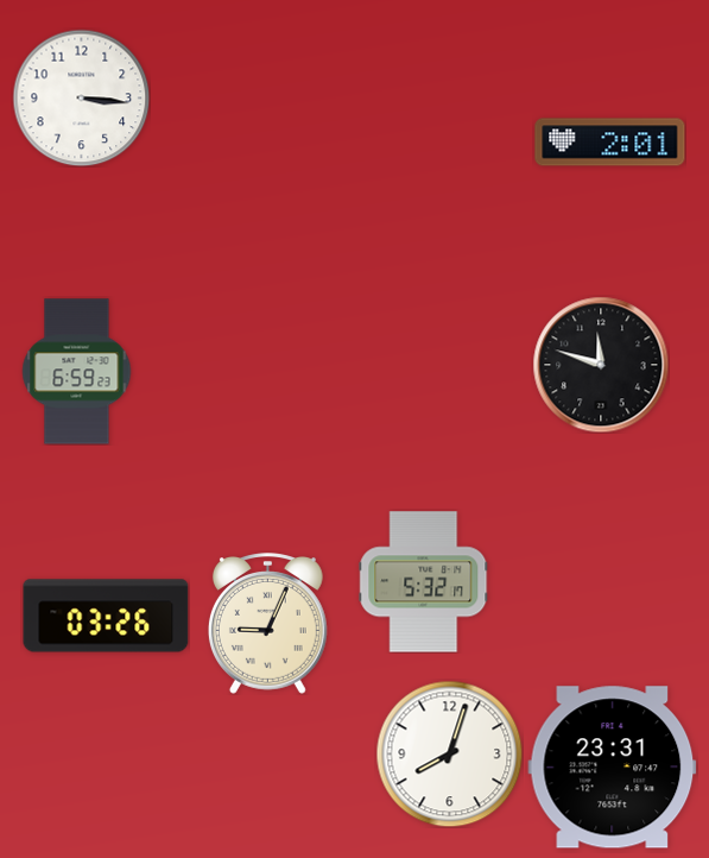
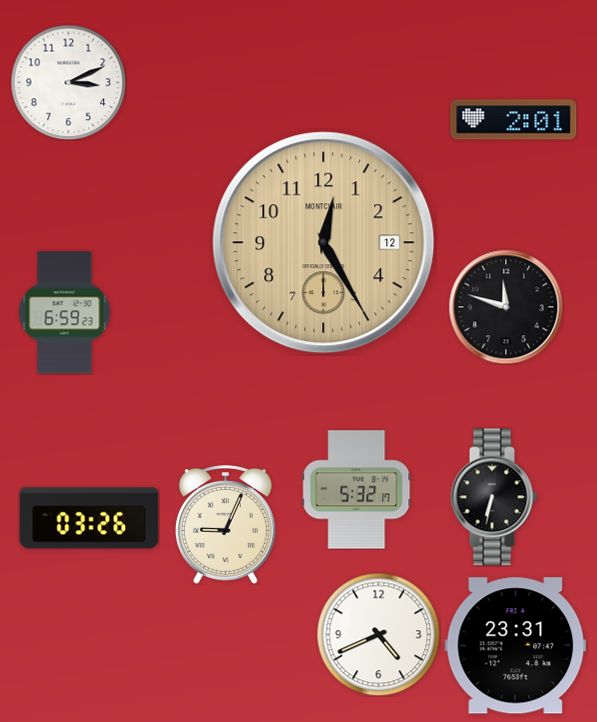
clock at (81, 97): 3:16 -> 3:11
clock at (324, 243): none -> 12:25
clock at (494, 497): none -> 6:32
clock at (449, 753): 8:03 -> 4:41
